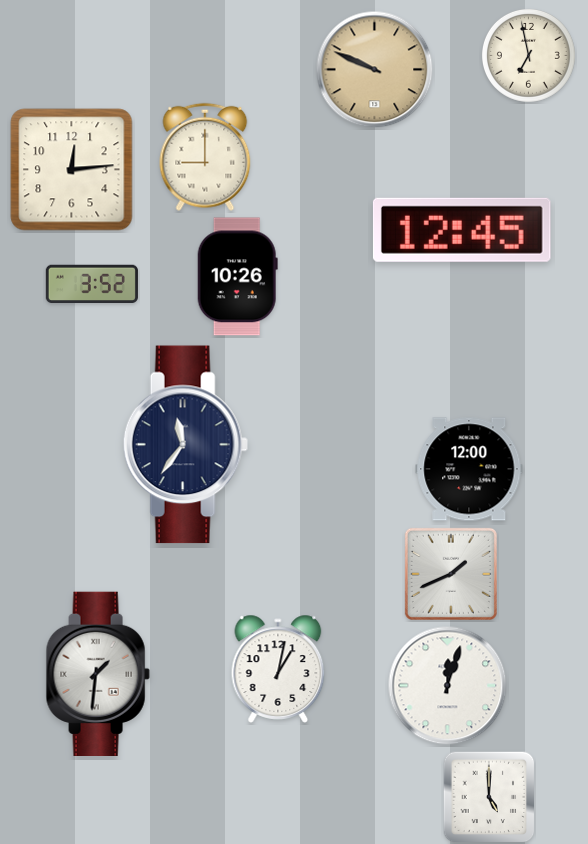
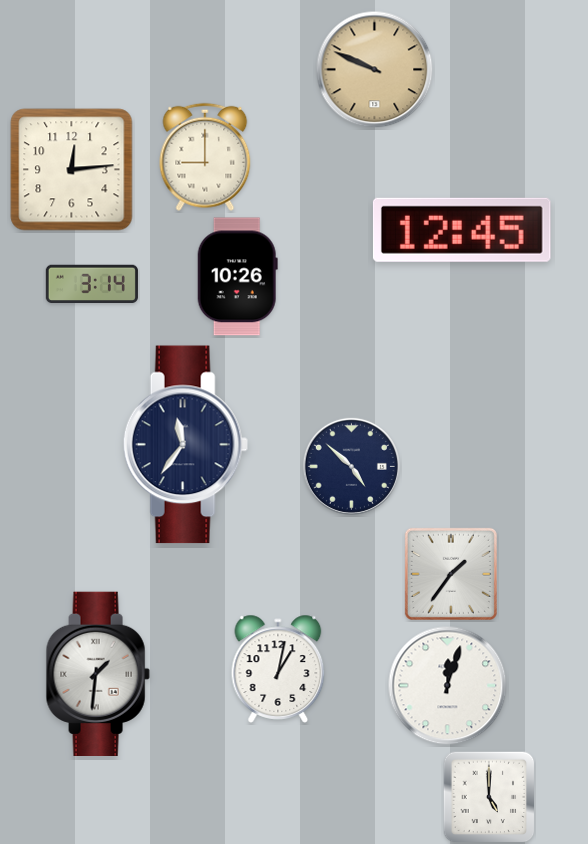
clock at (528, 55): 6:58 -> none
clock at (92, 284): 3:52 -> 3:14
clock at (351, 466): none -> 4:52
clock at (469, 469): 12:00 -> none
clock at (451, 574): 1:41 -> 1:36
